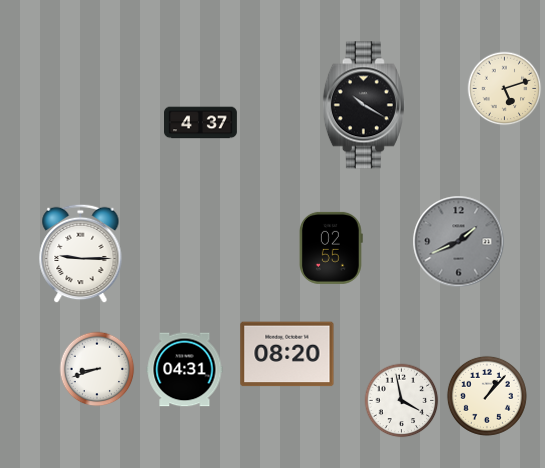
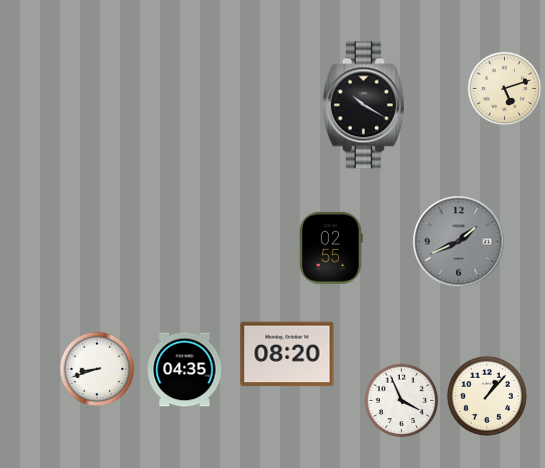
clock at (201, 123): 4:37 -> none
clock at (81, 254): 9:15 -> none
clock at (185, 370): 04:31 -> 04:35
clock at (402, 401): 3:58 -> 3:56
